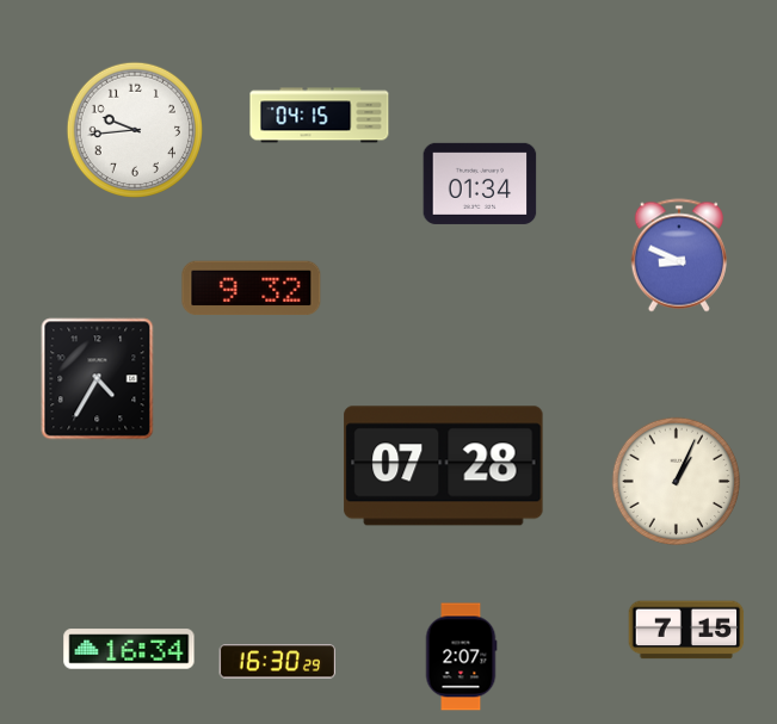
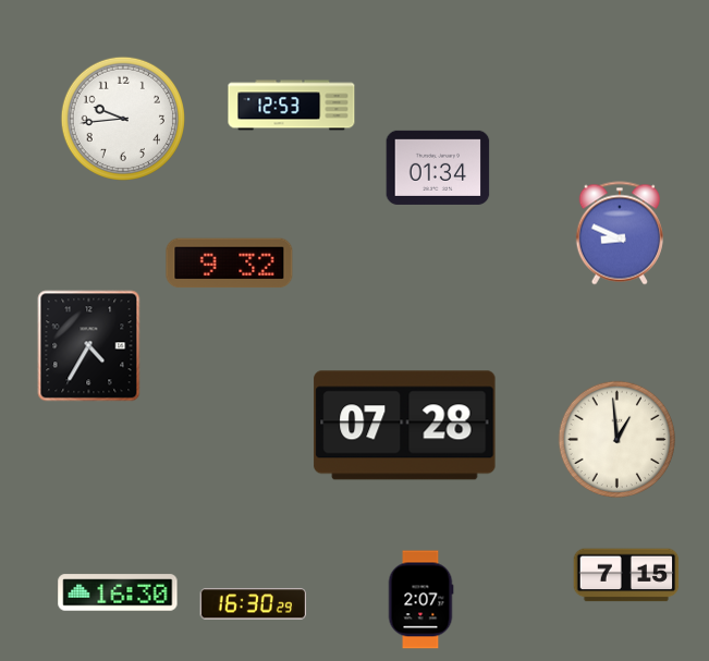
clock at (320, 116): 04:15 -> 12:53
clock at (676, 481): 1:04 -> 12:59
clock at (129, 649): 16:34 -> 16:30
